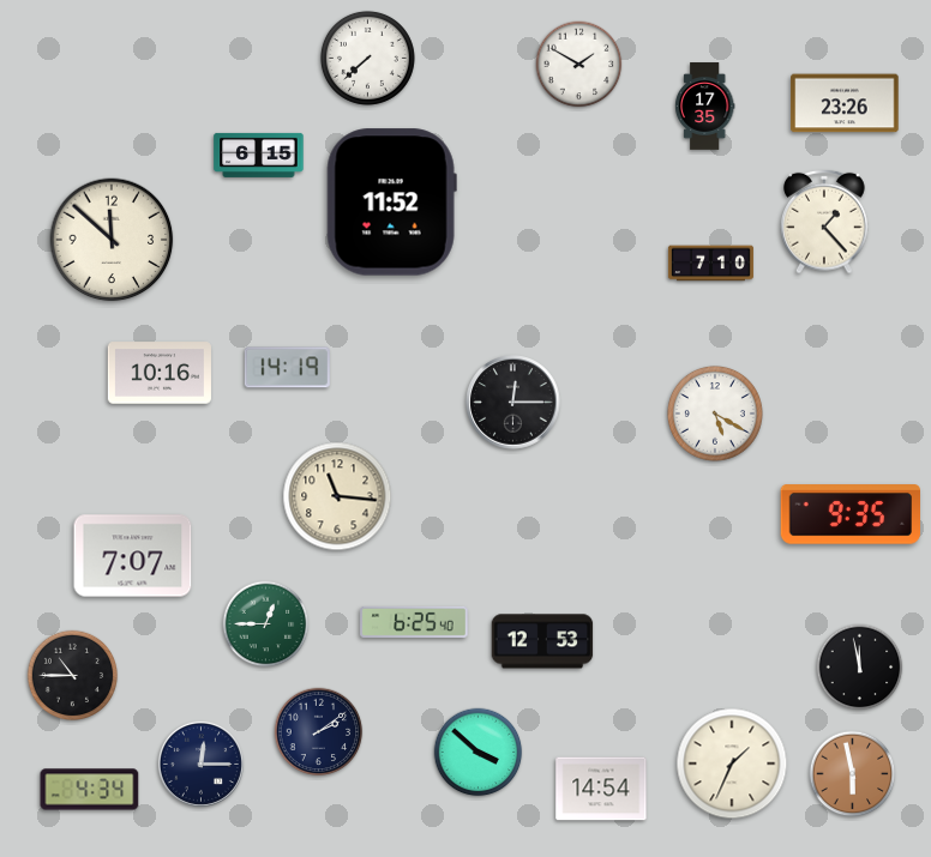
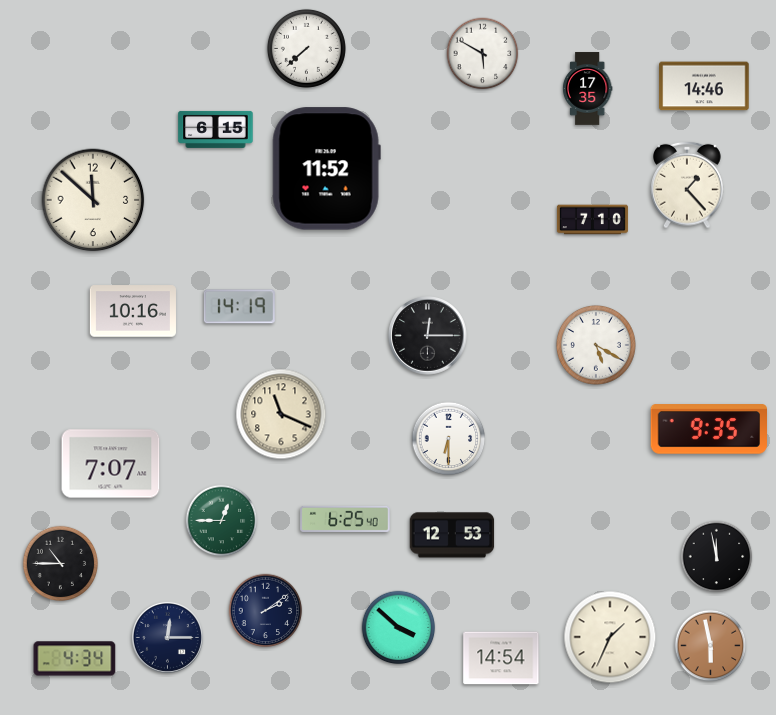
clock at (579, 65): 1:50 -> 5:50
clock at (845, 103): 23:26 -> 14:46
clock at (337, 496): 11:16 -> 11:19
clock at (449, 439): none -> 6:30
